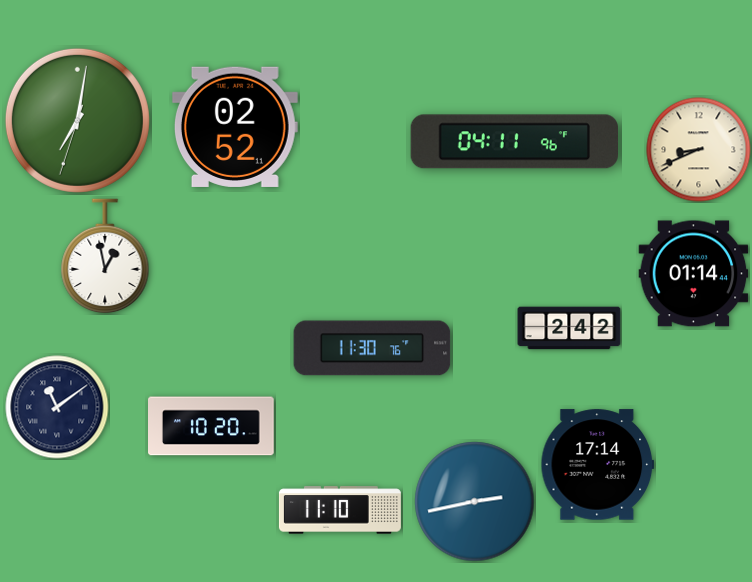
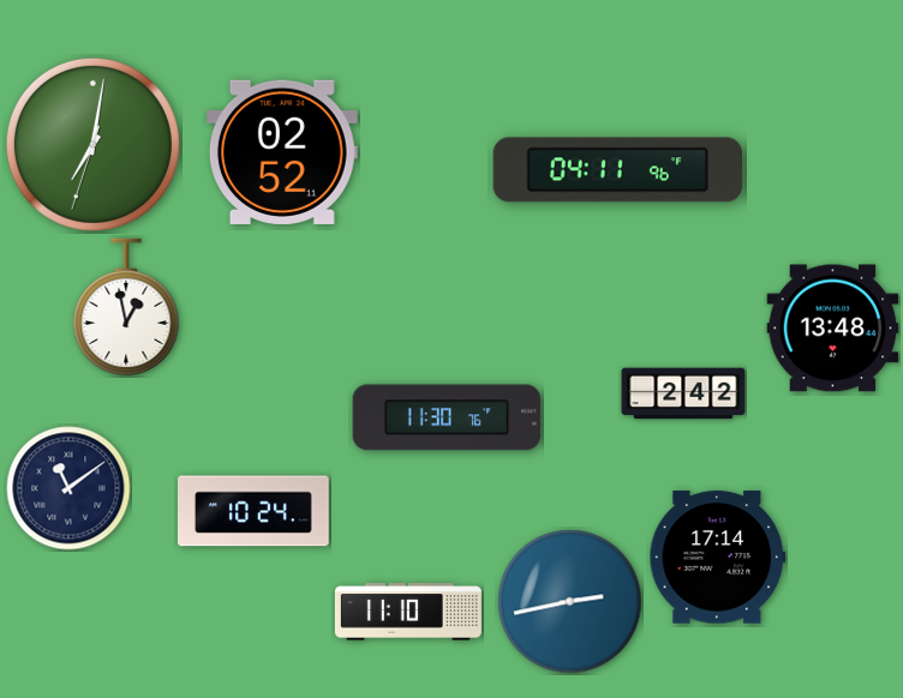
clock at (699, 150): 8:41 -> none
clock at (694, 274): 01:14 -> 13:48
clock at (212, 426): 10:20 -> 10:24
